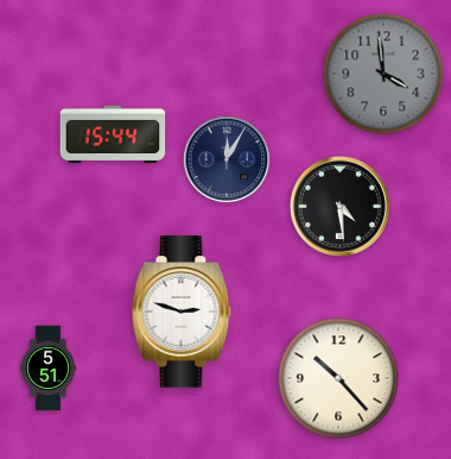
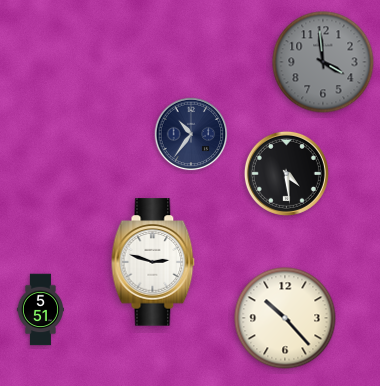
clock at (113, 133): 15:44 -> none
clock at (227, 159): 12:05 -> 10:36
